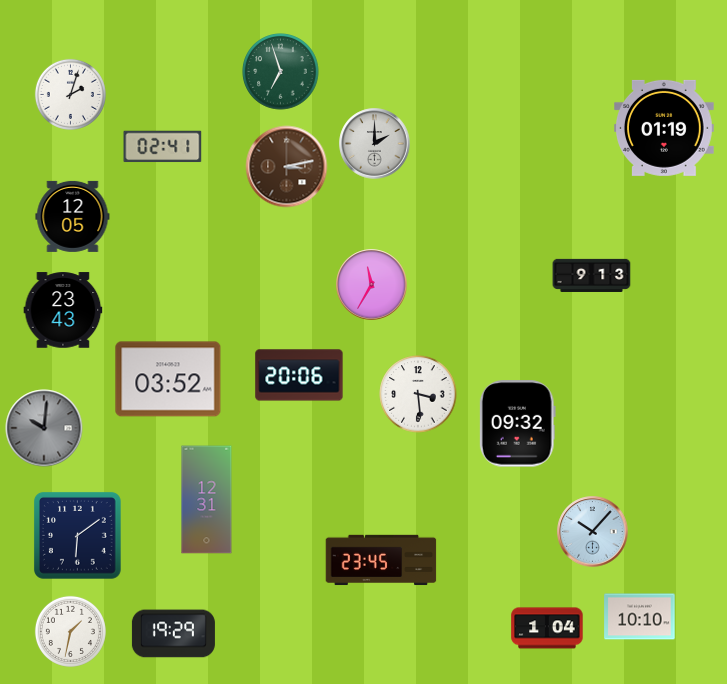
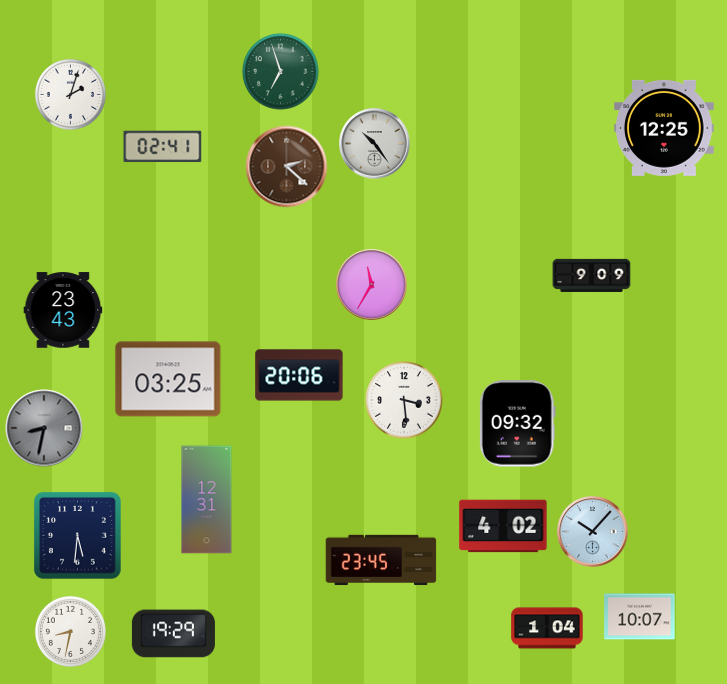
clock at (665, 128): 01:19 -> 12:25
clock at (375, 144): 2:00 -> 10:24
clock at (287, 167): 3:13 -> 2:22
clock at (73, 216): 12:05 -> none
clock at (592, 275): 9:13 -> 9:09
clock at (168, 379): 03:52 -> 03:25
clock at (418, 394) position: (418, 394) -> (404, 400)
clock at (44, 428): 10:01 -> 8:32
clock at (503, 526): none -> 4:02
clock at (77, 535): 6:09 -> 5:31
clock at (640, 617): 10:10 -> 10:07
clock at (70, 631): 1:32 -> 8:32
